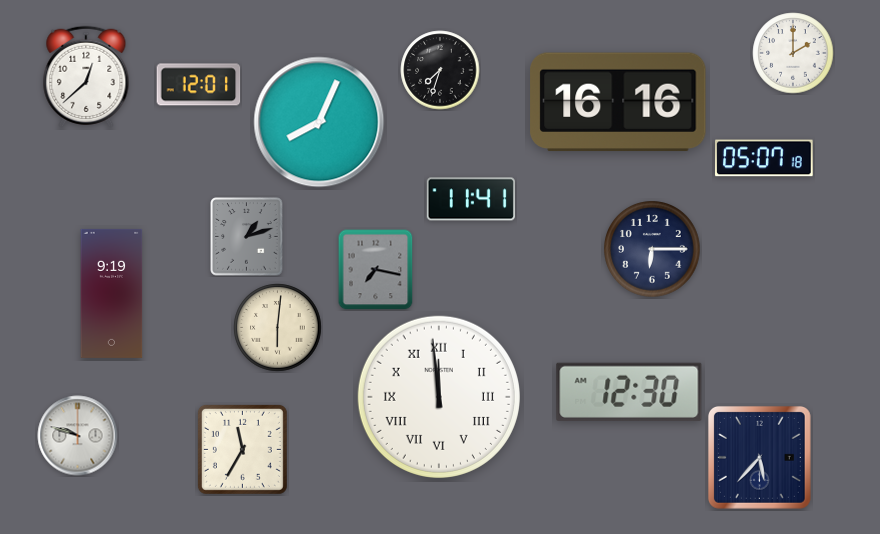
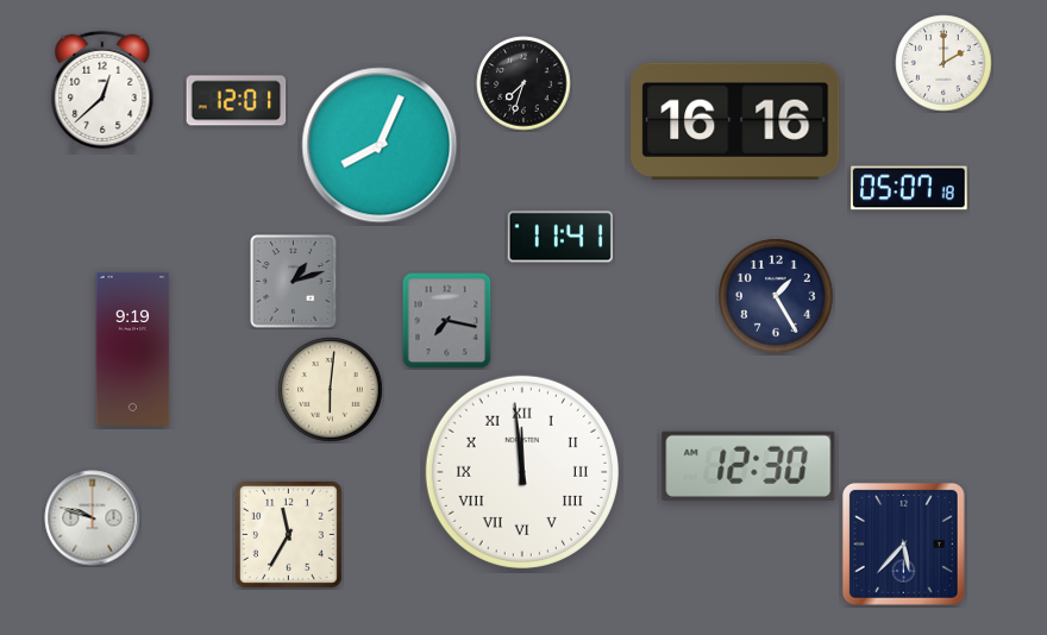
clock at (652, 249): 6:15 -> 1:25
